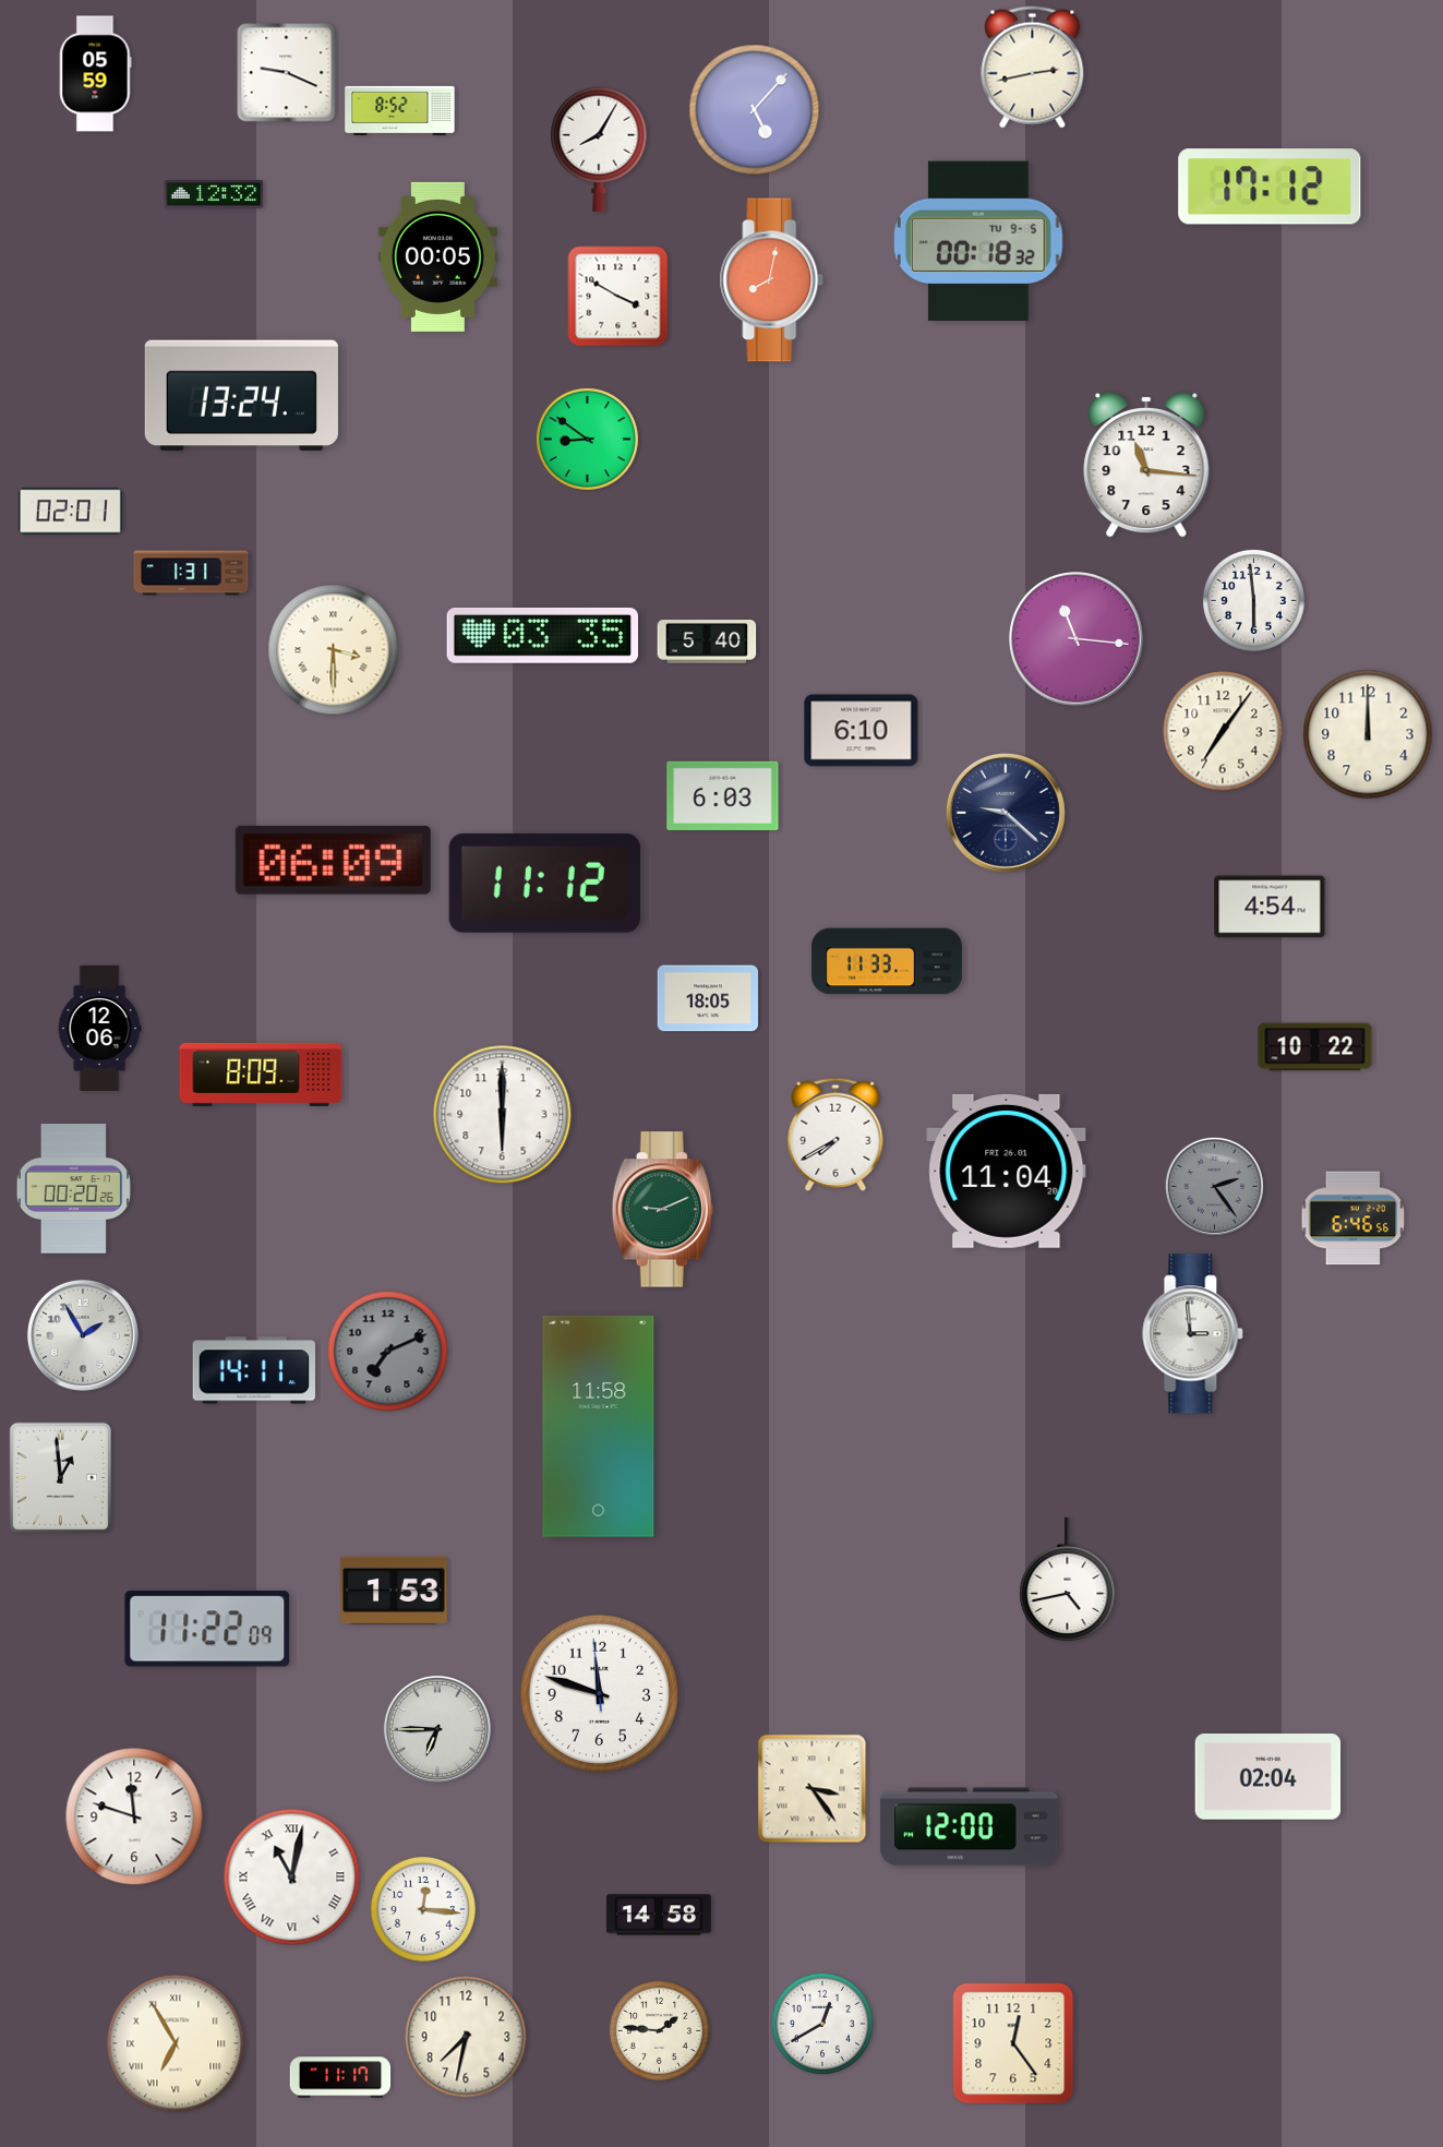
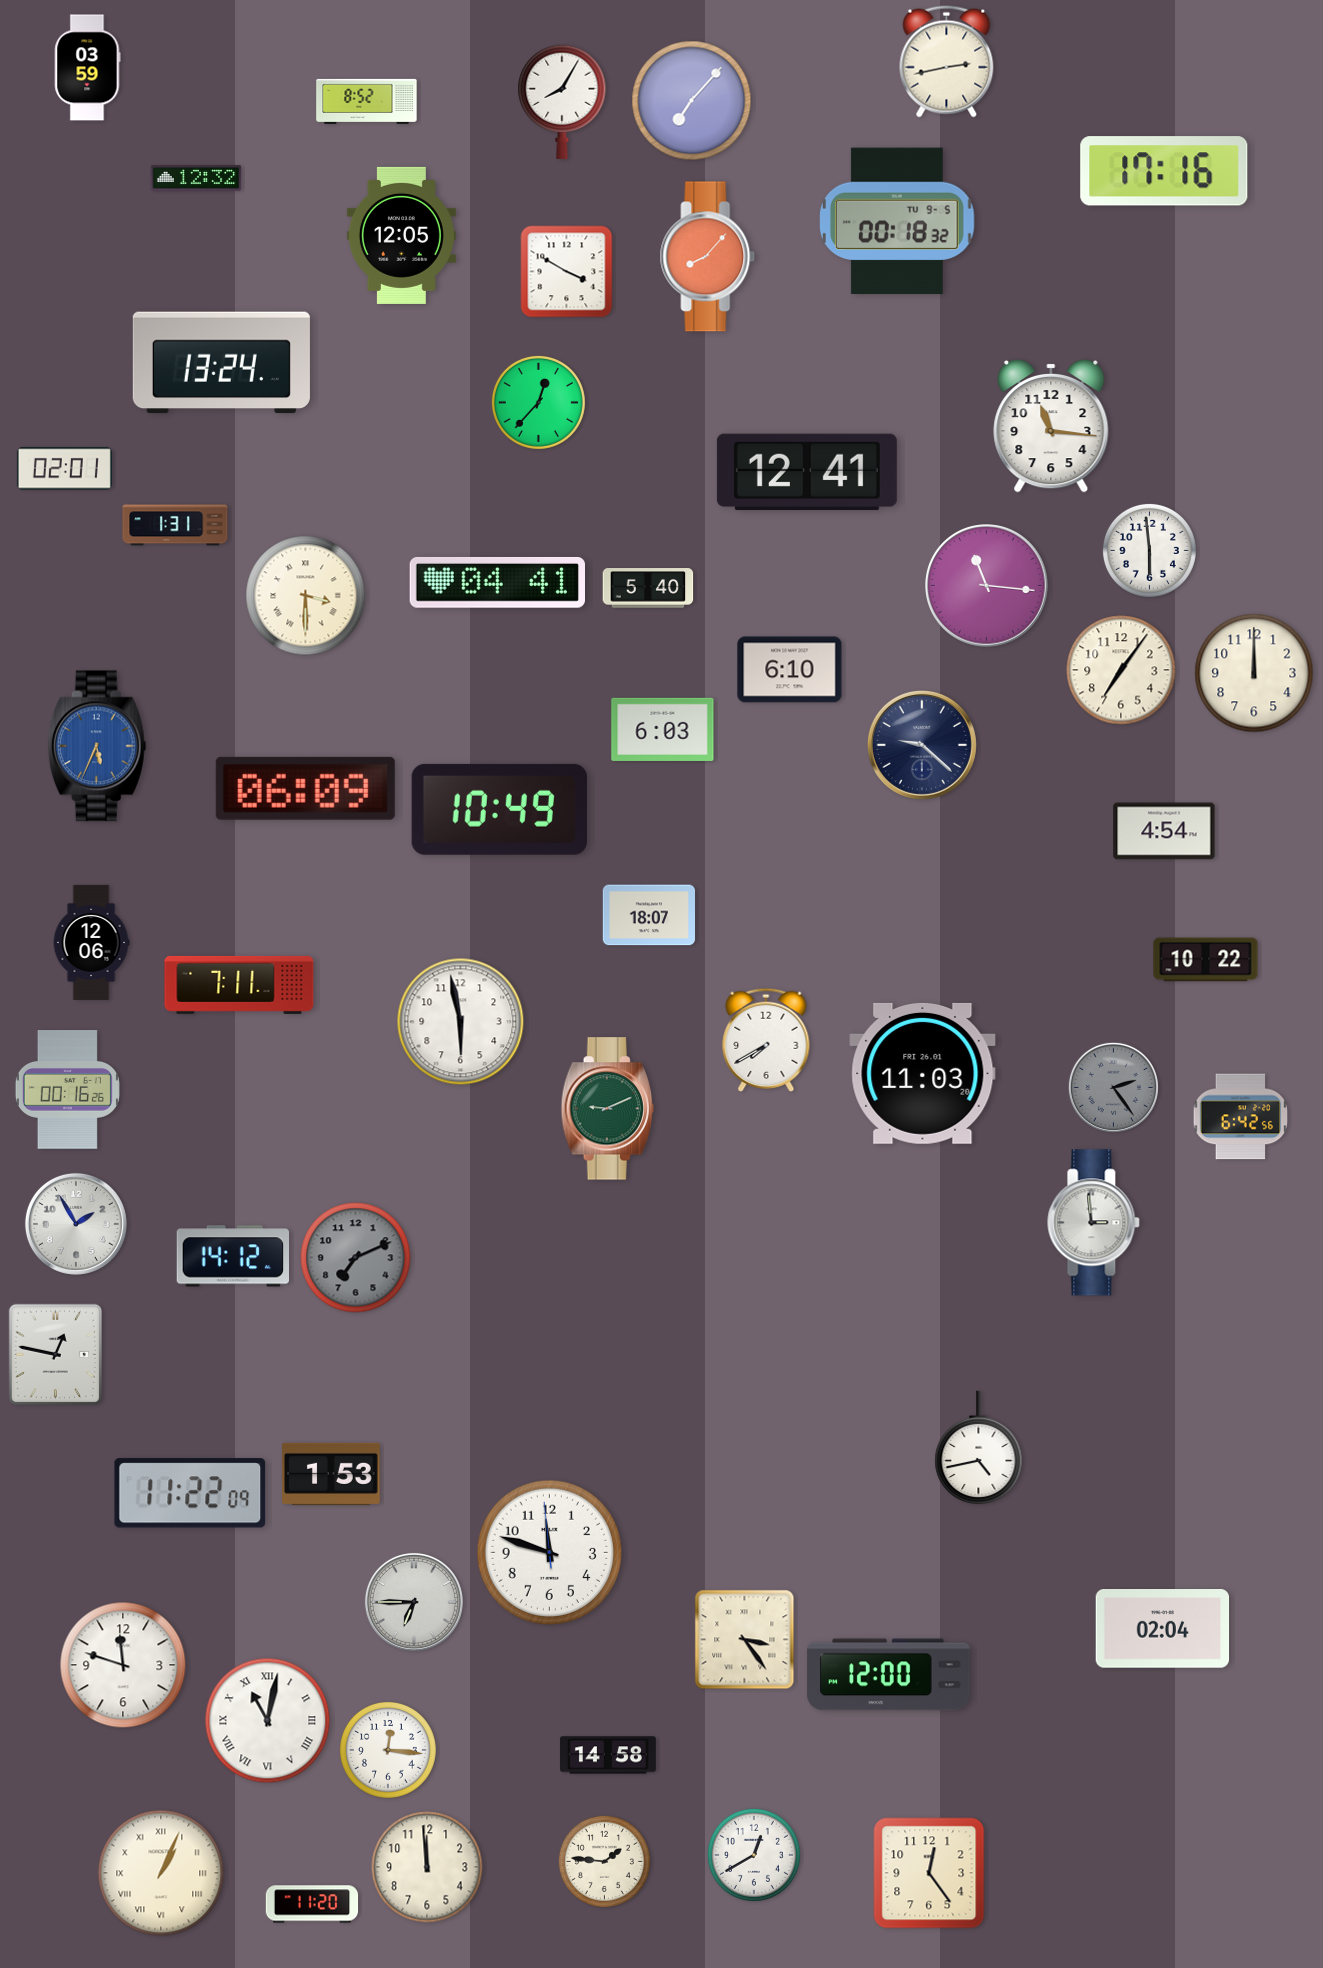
clock at (287, 73): 9:19 -> none
clock at (95, 74): 05:59 -> 03:59
clock at (755, 110): 5:07 -> 7:07
clock at (599, 149) position: (599, 149) -> (562, 102)
clock at (1270, 187): 17:12 -> 17:16
clock at (437, 256): 00:05 -> 12:05
clock at (772, 280): 8:02 -> 8:07
clock at (587, 439): 8:51 -> 12:37
clock at (807, 472): none -> 12:41
clock at (542, 635): 03:35 -> 04:41
clock at (97, 746): none -> 5:34
clock at (544, 883): 11:12 -> 10:49
clock at (887, 961): 11:33 -> none
clock at (708, 998): 18:05 -> 18:07
clock at (261, 1075): 8:09 -> 7:11
clock at (503, 1115): 6:00 -> 5:58
clock at (1007, 1171): 11:04 -> 11:03
clock at (73, 1189): 00:20 -> 00:16
clock at (1354, 1219): 6:46 -> 6:42
clock at (388, 1352) position: (388, 1352) -> (356, 1258)
clock at (254, 1370): 14:11 -> 14:12
clock at (599, 1426): 11:58 -> none
clock at (60, 1477): 12:59 -> 12:47
clock at (394, 1591) position: (394, 1591) -> (331, 1474)
clock at (437, 1729) position: (437, 1729) -> (414, 1602)
clock at (659, 1915) position: (659, 1915) -> (608, 1755)
clock at (466, 2037): 7:32 -> 11:59
clock at (176, 2043): 6:55 -> 1:04
clock at (340, 2077): 11:17 -> 11:20
